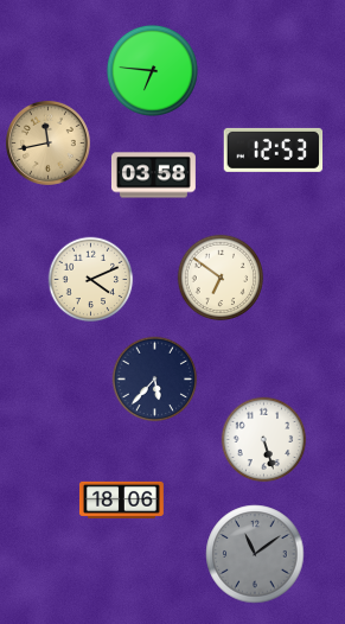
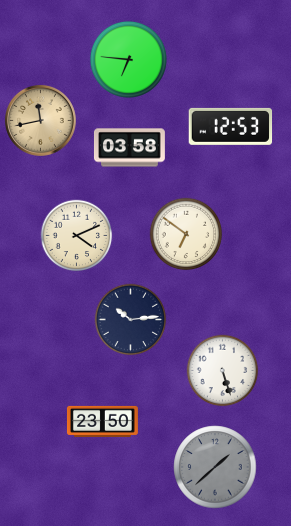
clock at (155, 380): 5:37 -> 10:14
clock at (121, 499): 18:06 -> 23:50
clock at (255, 554): 11:09 -> 1:38
